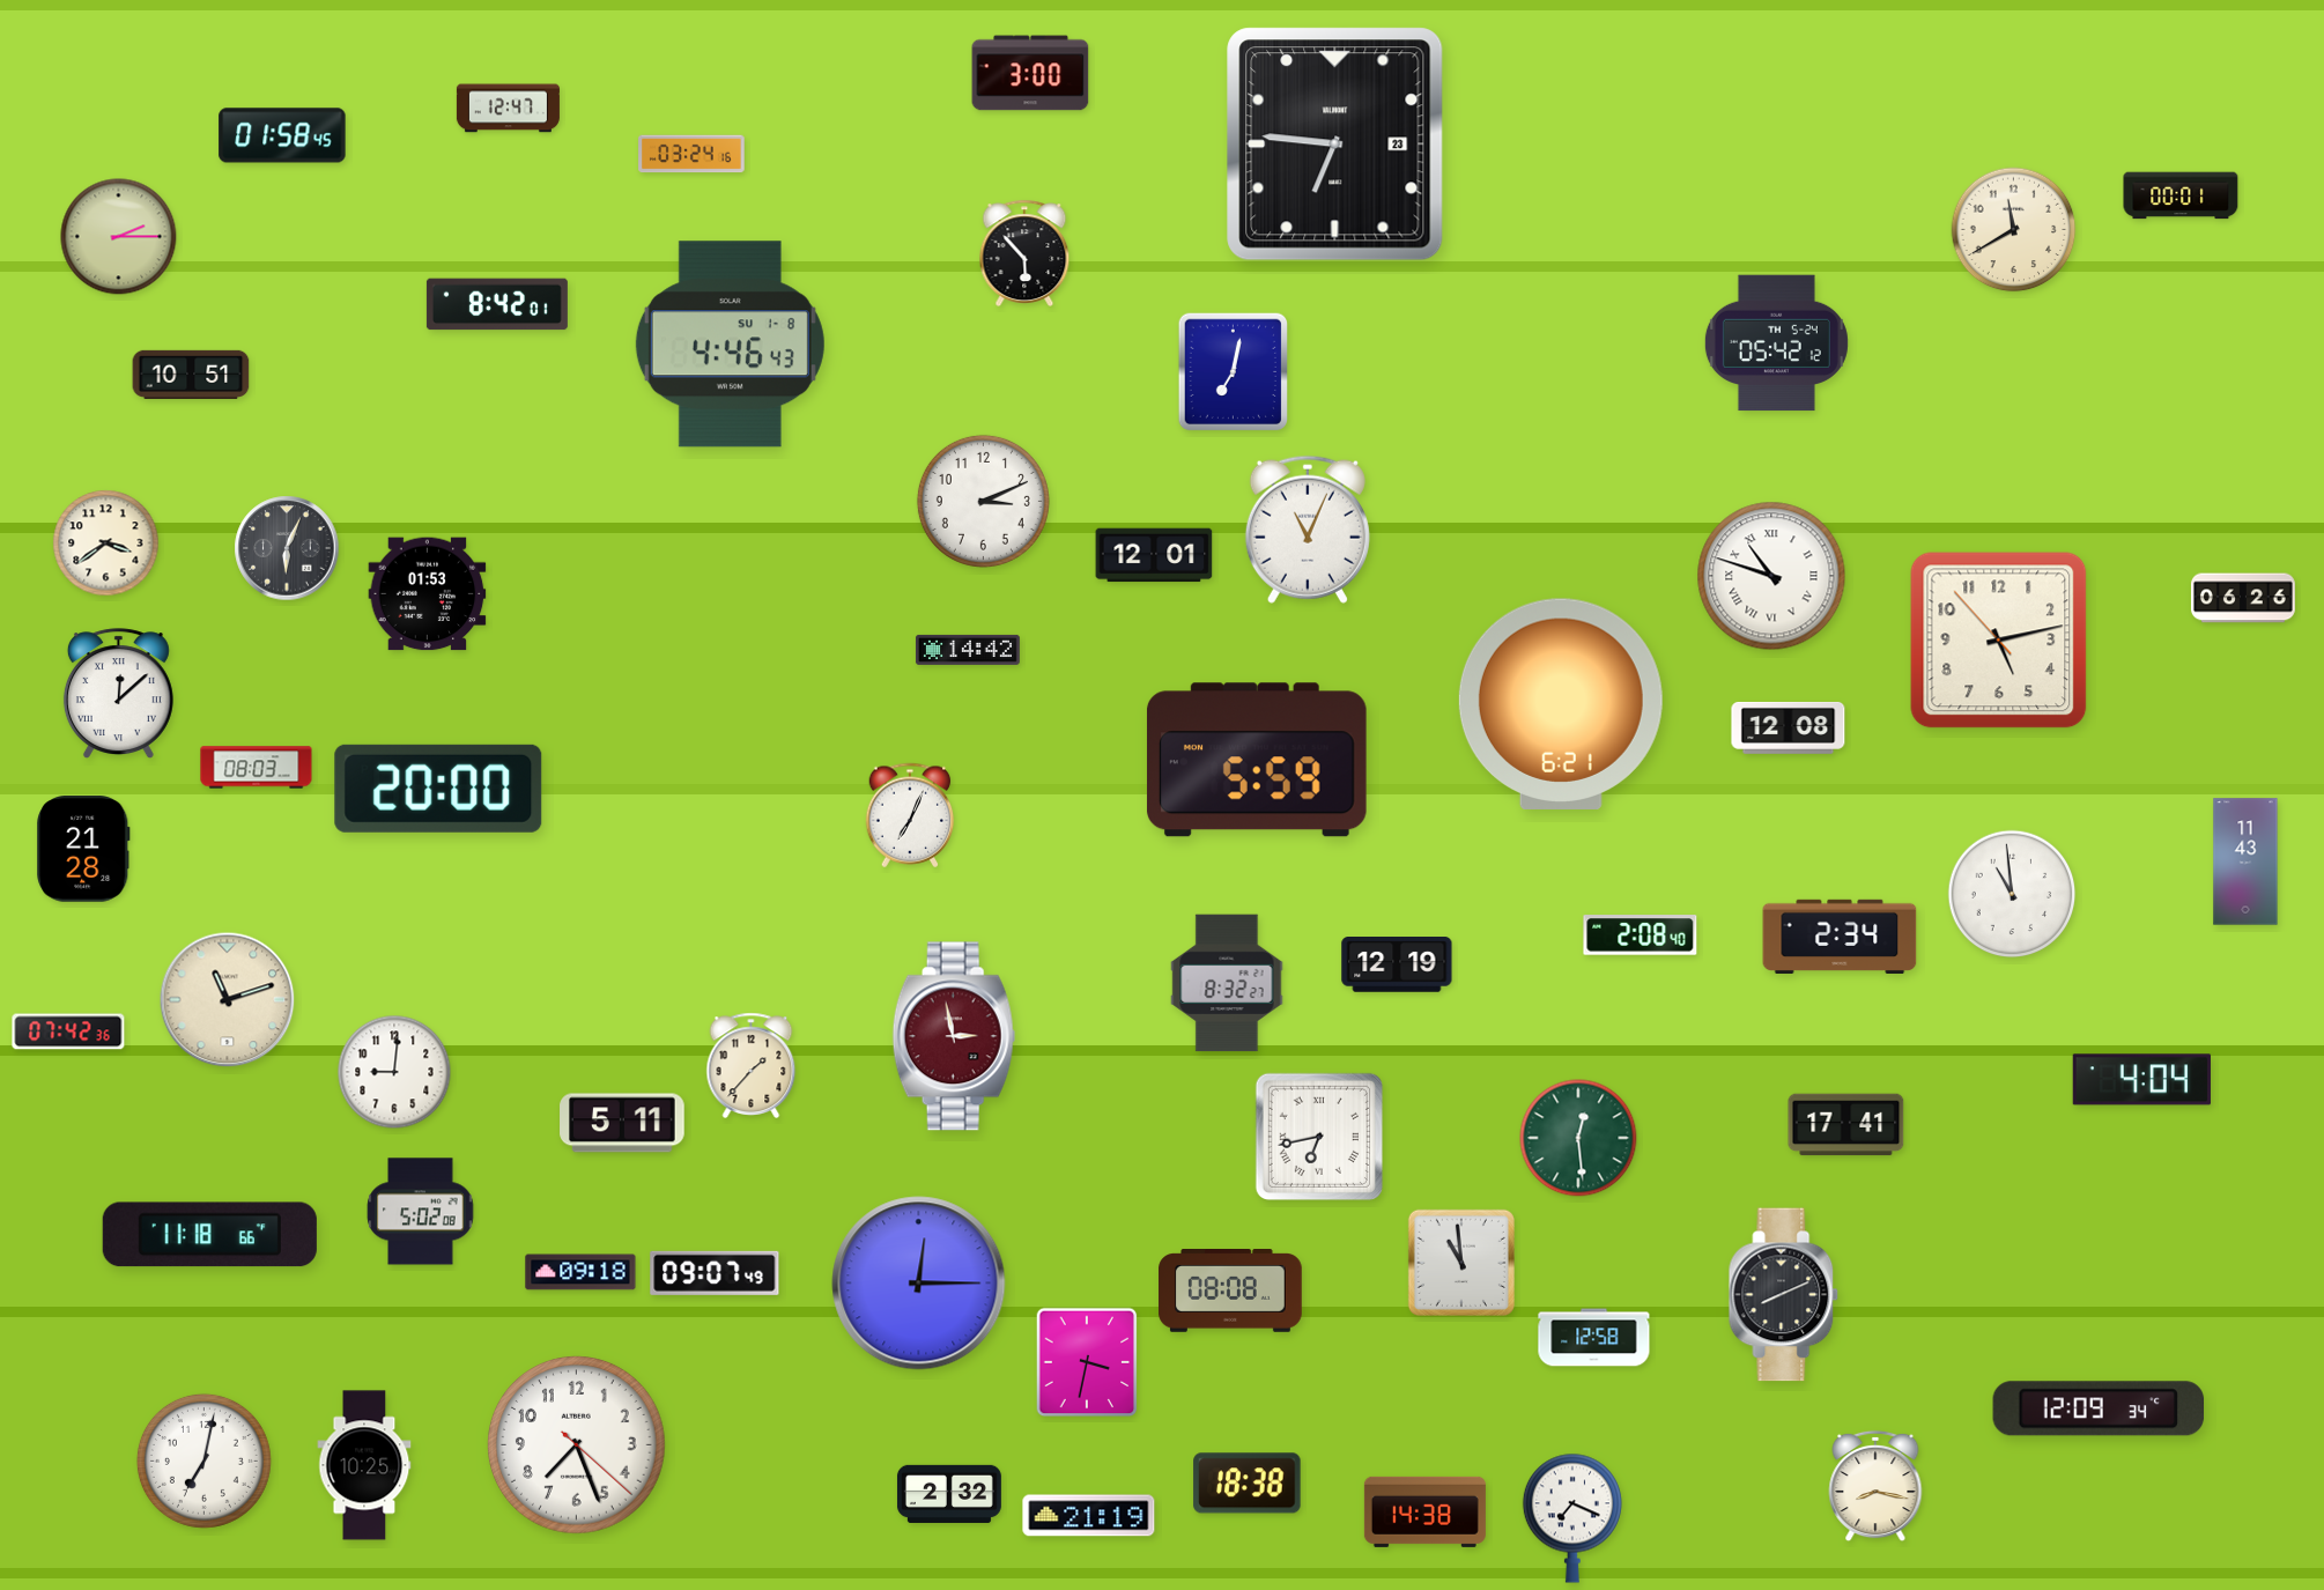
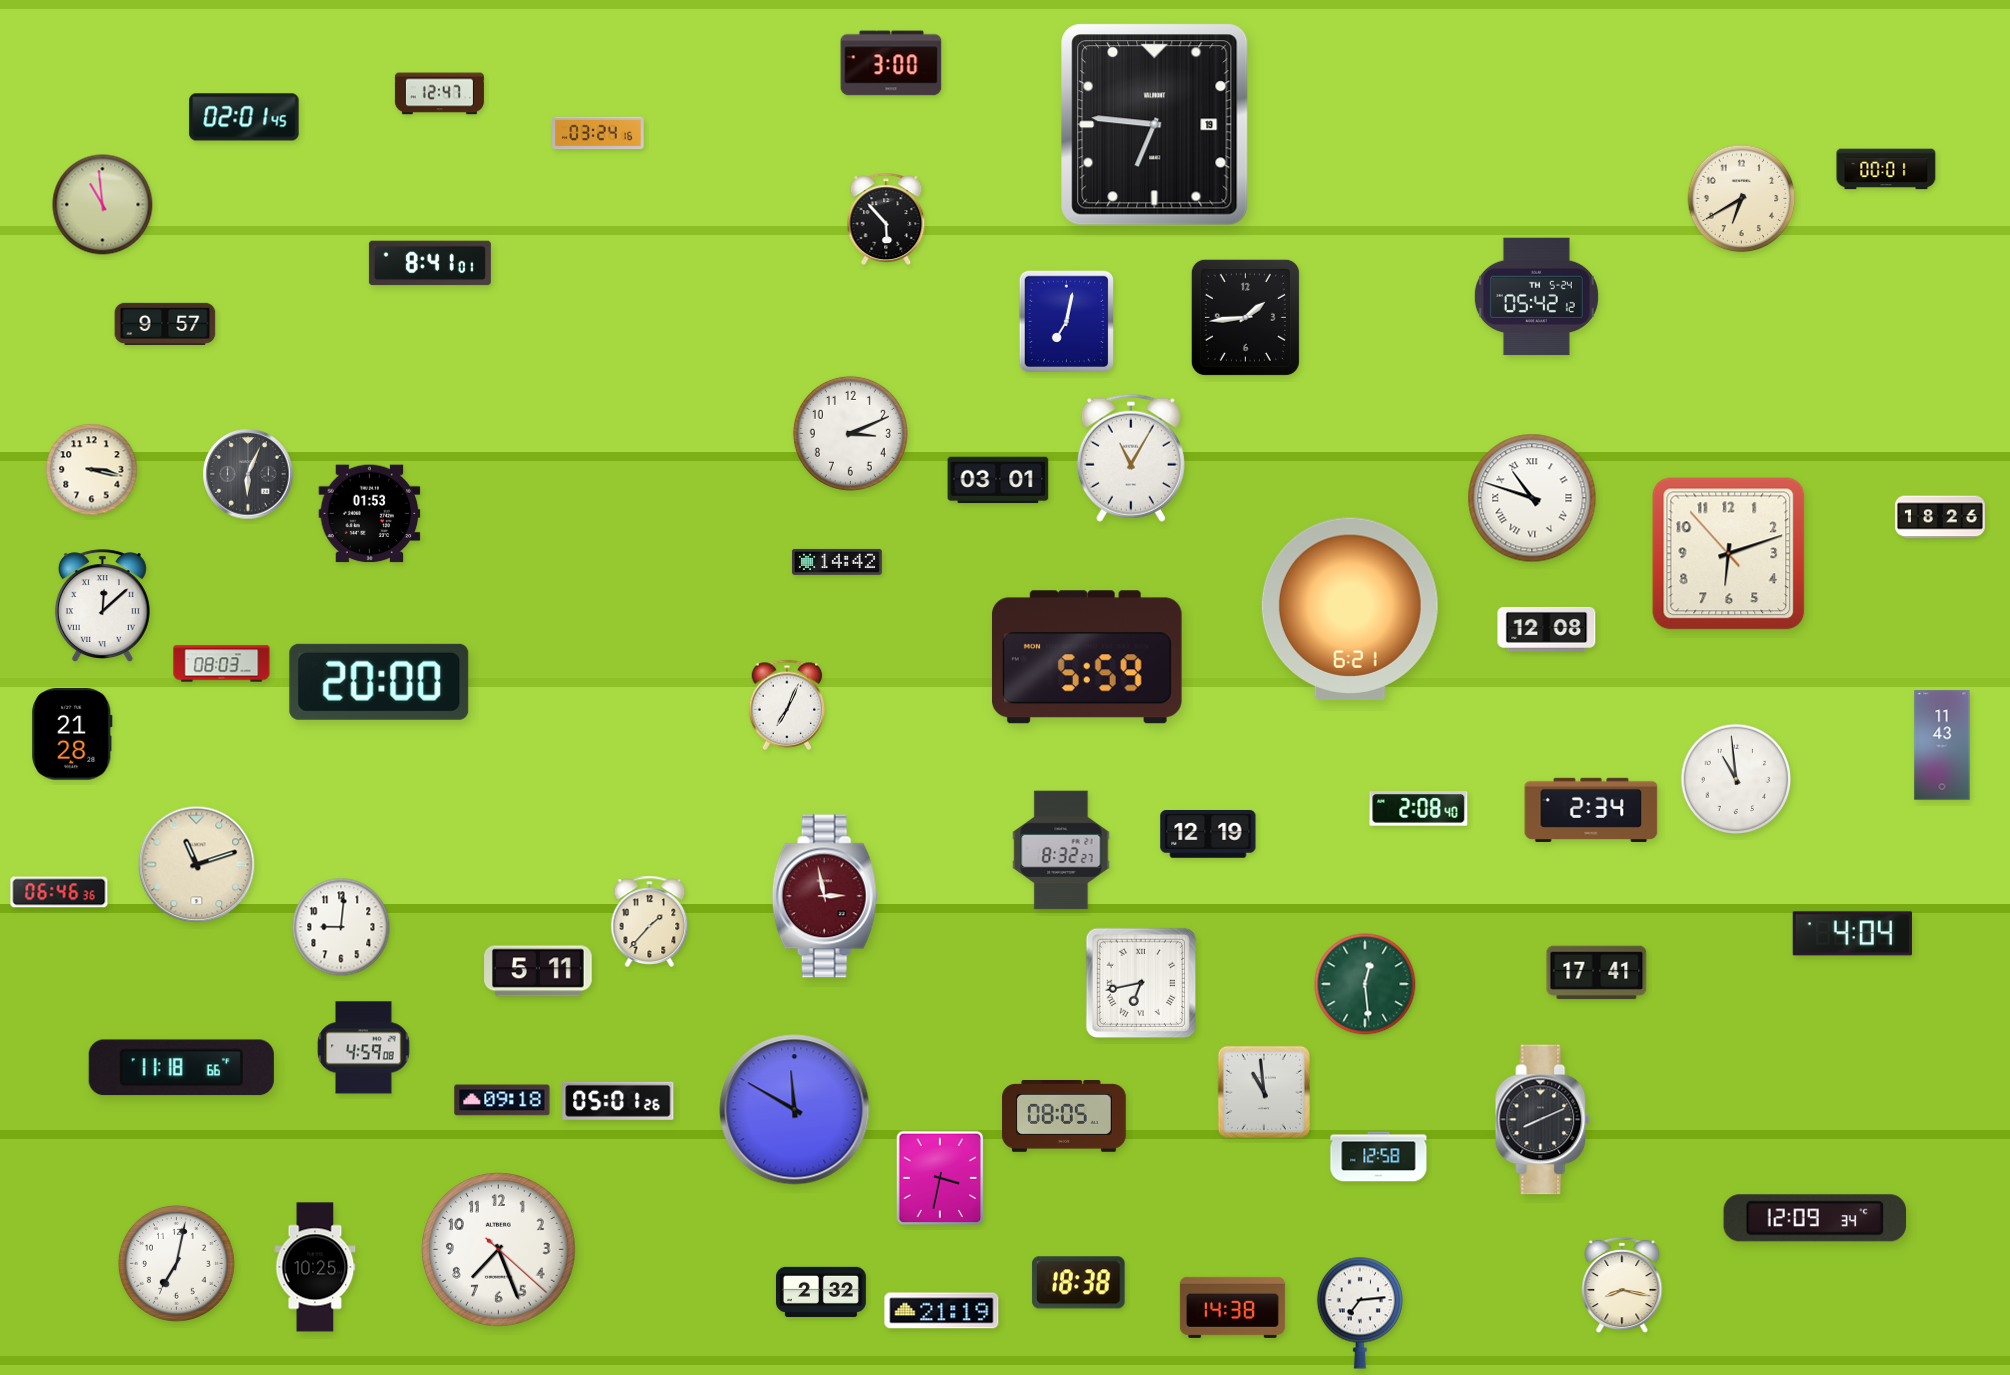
clock at (282, 135): 01:58 -> 02:01
clock at (1335, 145) date: 23 -> 19
clock at (2014, 230): 11:40 -> 6:40
clock at (119, 237): 2:15 -> 10:59
clock at (497, 304): 8:42 -> 8:41
clock at (730, 345): 4:46 -> none
clock at (1245, 317): none -> 1:44
clock at (191, 375): 10:51 -> 9:57
clock at (1308, 530): 11:04 -> 11:05
clock at (106, 543): 3:39 -> 3:17
clock at (1154, 555): 12:01 -> 03:01
clock at (2243, 598): 06:26 -> 18:26
clock at (1999, 641): 5:12 -> 6:11
clock at (118, 693) position: (118, 693) -> (102, 605)
clock at (2012, 894) position: (2012, 894) -> (1736, 779)
clock at (68, 1031): 07:42 -> 06:46
clock at (421, 1212): 5:02 -> 4:59
clock at (715, 1273): 09:07 -> 05:01
clock at (919, 1284): 12:15 -> 11:50
clock at (1230, 1292): 08:08 -> 08:05
clock at (1572, 1518): 7:19 -> 7:14
